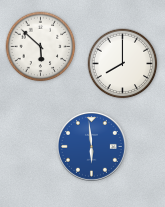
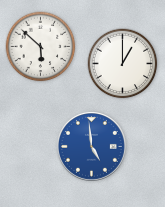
clock at (123, 64): 8:00 -> 1:00
clock at (91, 146): 5:59 -> 4:59
